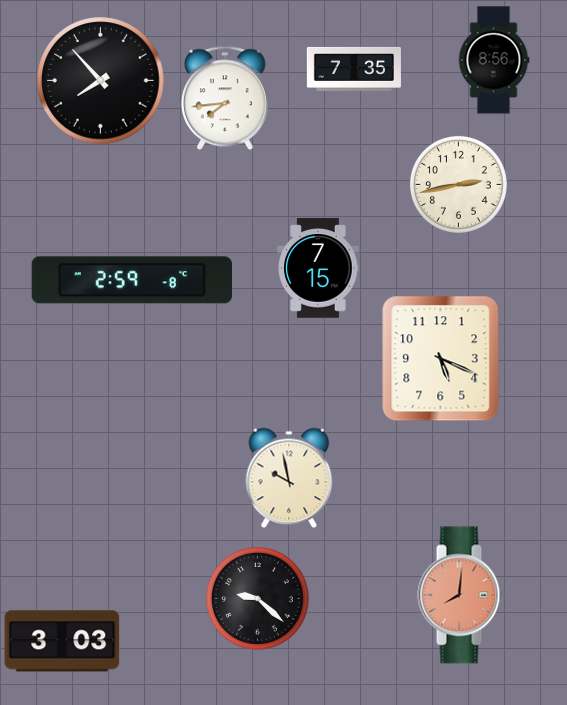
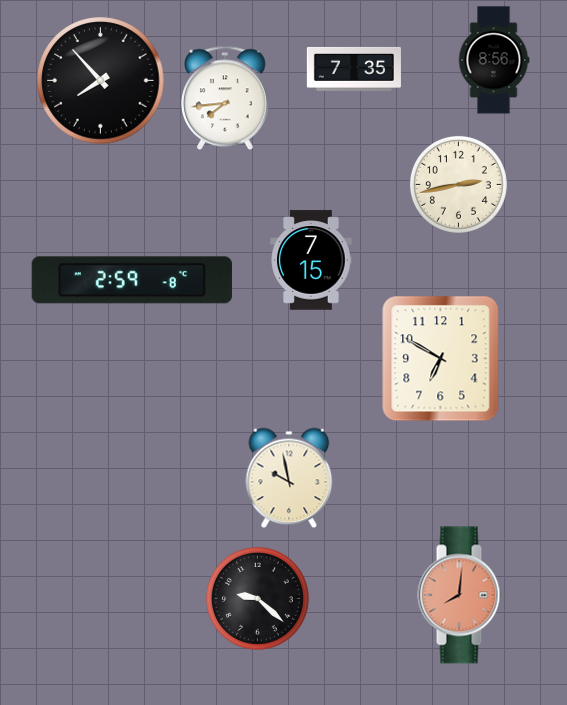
clock at (318, 268) position: (318, 268) -> (311, 260)
clock at (441, 359): 5:19 -> 6:50
clock at (62, 641): 3:03 -> none
